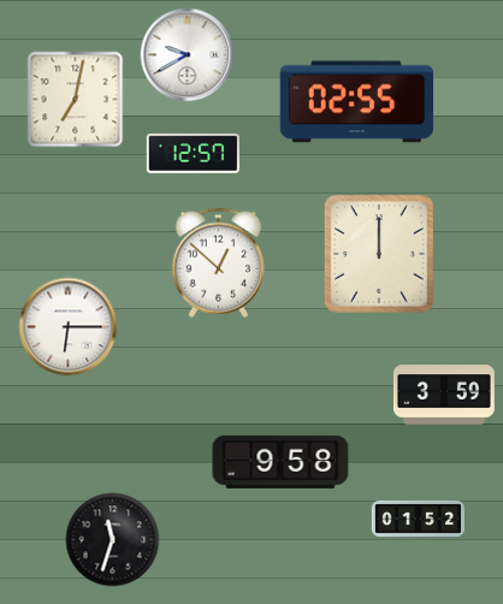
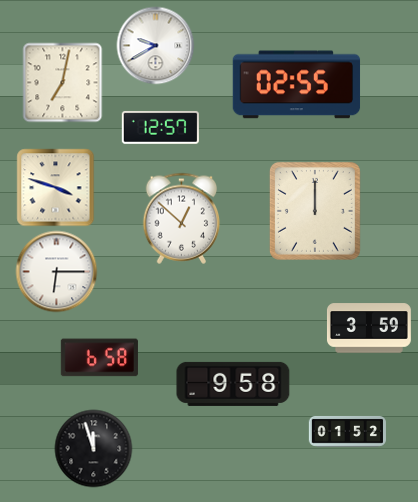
clock at (55, 187): none -> 3:48
clock at (99, 358): none -> 6:58
clock at (112, 539): 11:33 -> 11:57
